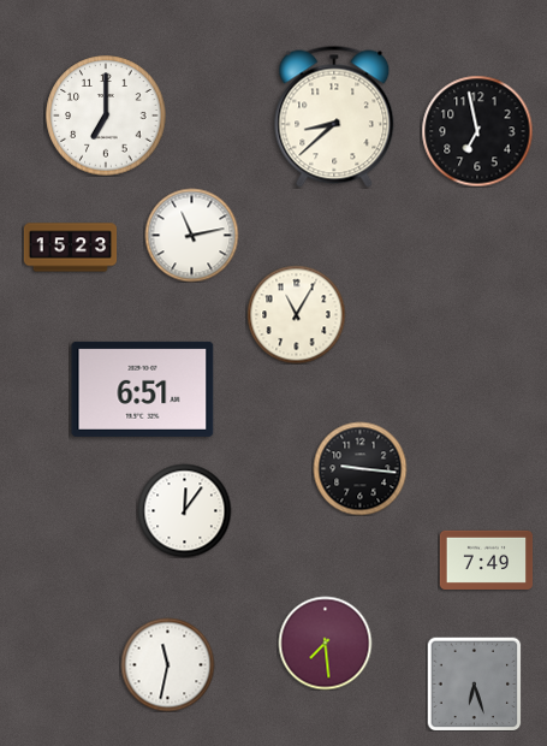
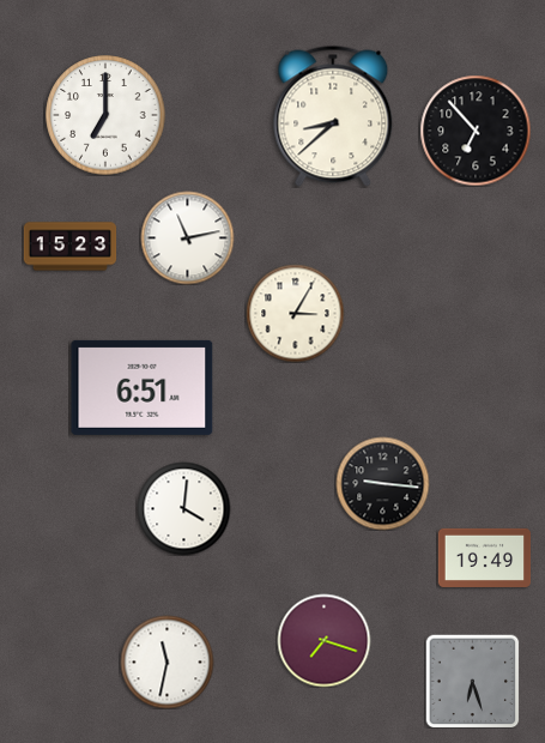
clock at (477, 131): 6:58 -> 6:53
clock at (191, 235) position: (191, 235) -> (187, 237)
clock at (296, 314): 11:05 -> 3:05
clock at (359, 468) position: (359, 468) -> (382, 483)
clock at (184, 510): 12:06 -> 4:01
clock at (486, 559): 7:49 -> 19:49
clock at (325, 643): 7:29 -> 7:18
